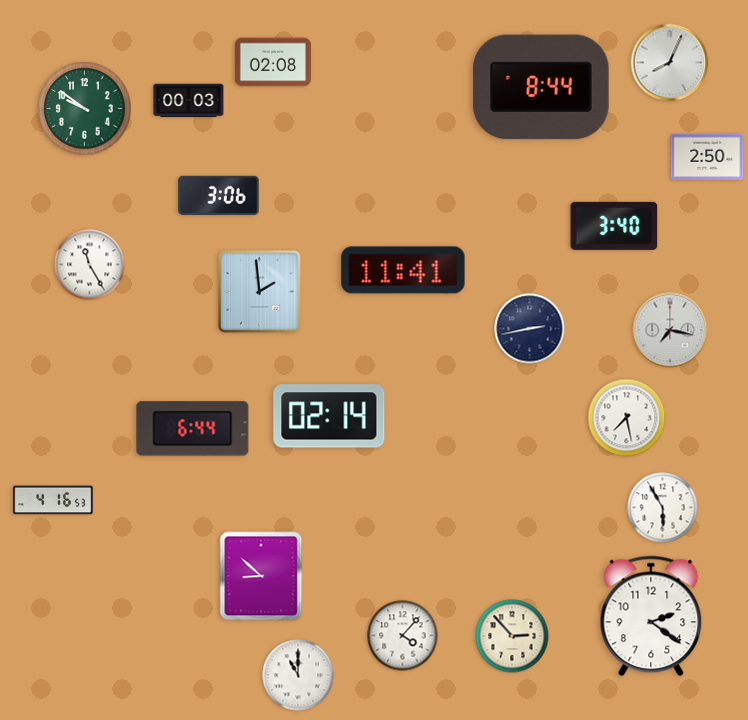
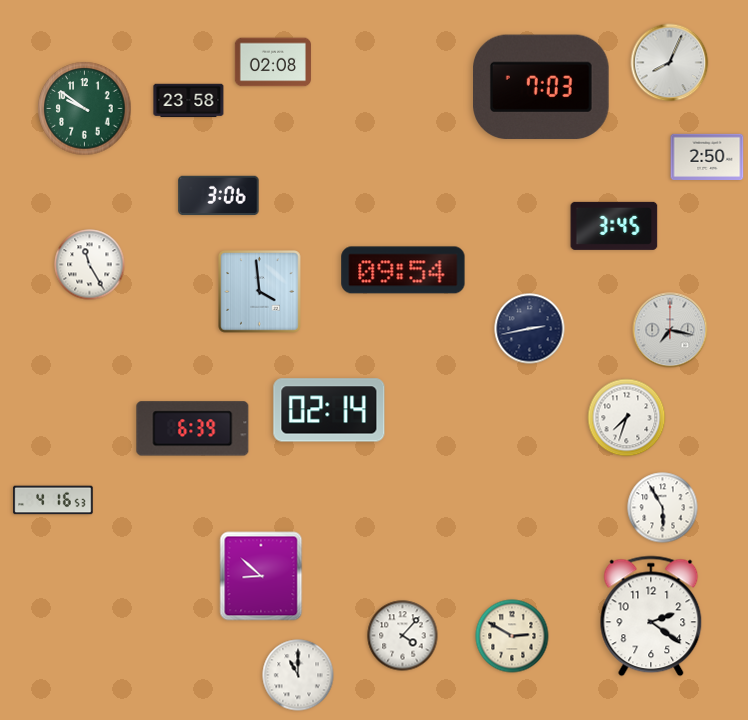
clock at (542, 87): 8:44 -> 7:03
clock at (189, 101): 00:03 -> 23:58
clock at (614, 226): 3:40 -> 3:45
clock at (403, 270): 11:41 -> 09:54
clock at (260, 292): 1:59 -> 3:59
clock at (329, 416) position: (329, 416) -> (329, 410)
clock at (627, 418): 7:28 -> 7:33
clock at (193, 429): 6:44 -> 6:39
clock at (512, 636): 2:53 -> 2:50
